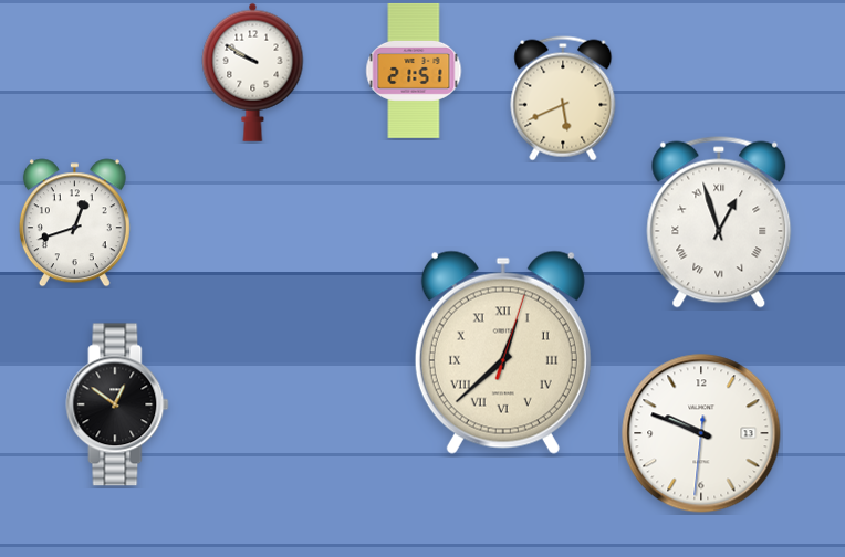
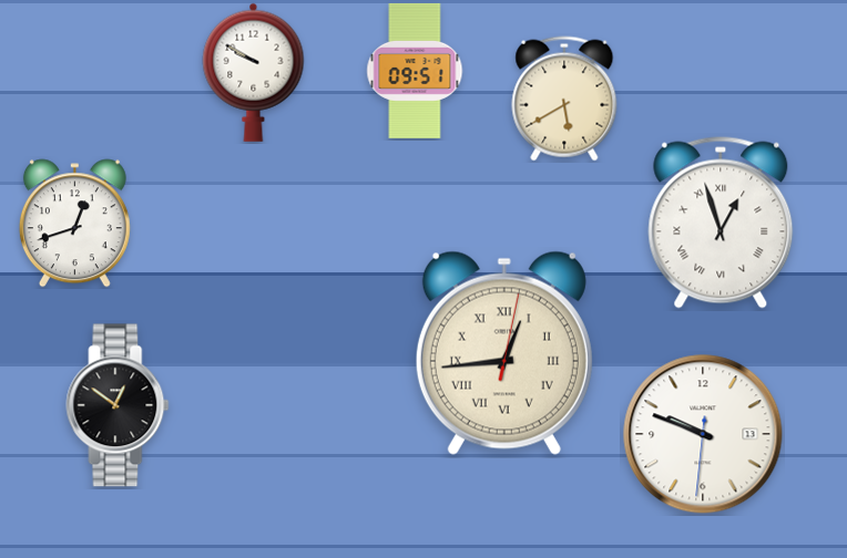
clock at (414, 71): 21:51 -> 09:51
clock at (563, 98): 5:41 -> 5:40
clock at (503, 353): 12:38 -> 12:44
